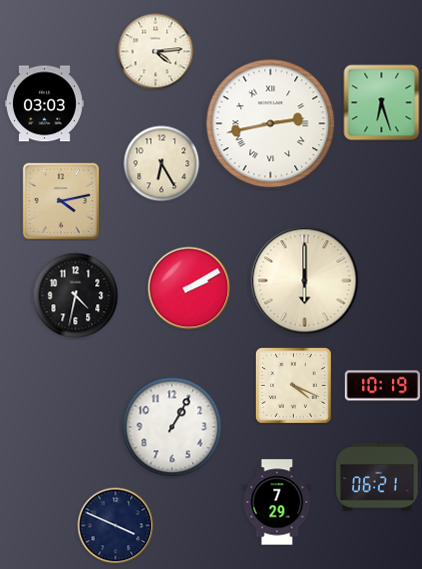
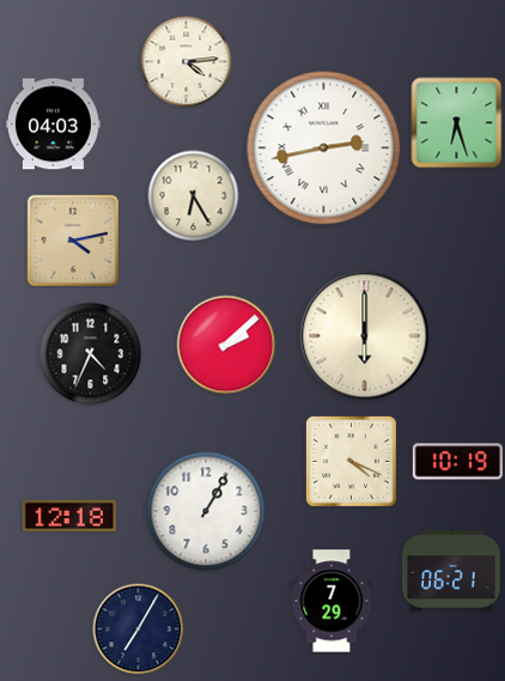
clock at (44, 104): 03:03 -> 04:03
clock at (189, 288): 2:10 -> 2:08
clock at (76, 296): 4:32 -> 4:34
clock at (69, 516): none -> 12:18
clock at (116, 526): 3:49 -> 7:05
